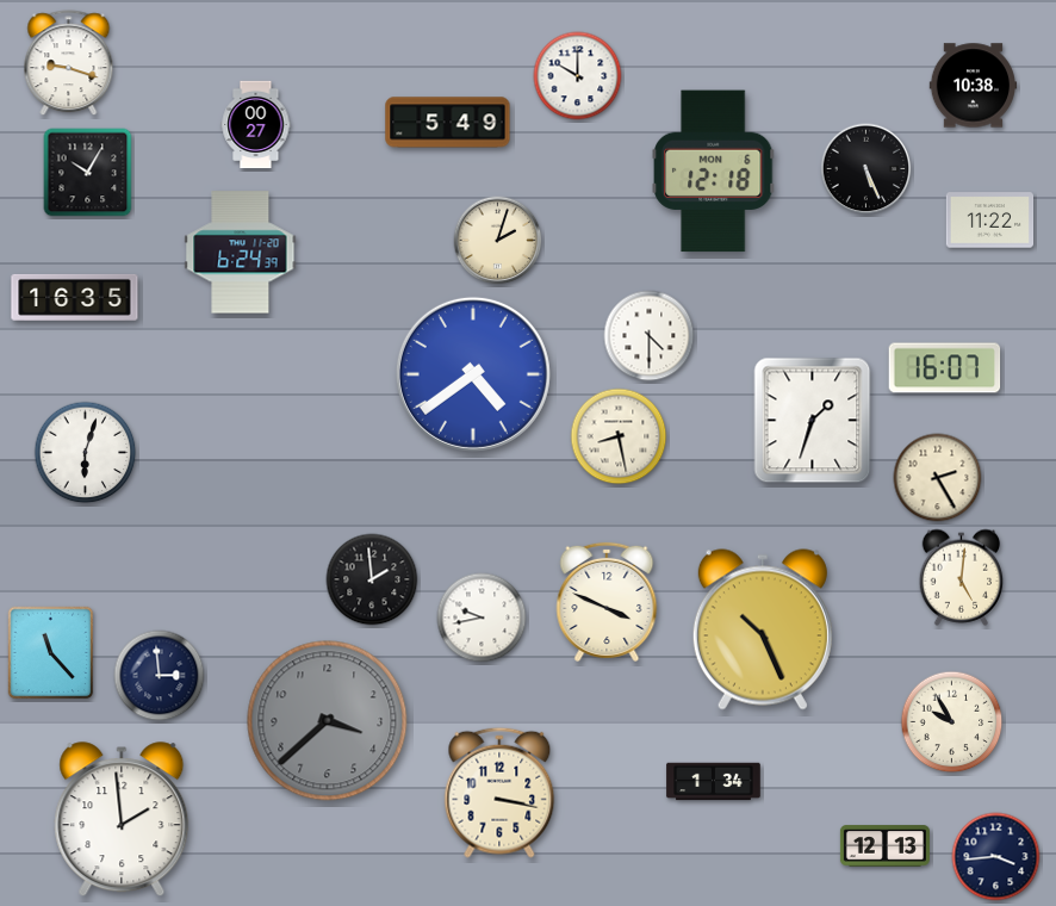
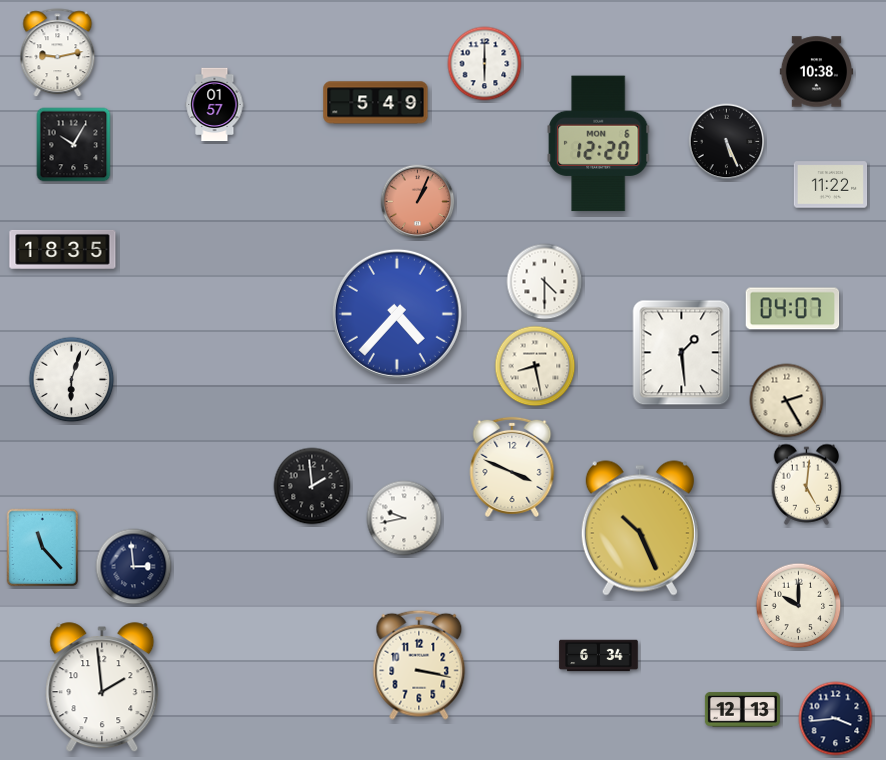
clock at (69, 63): 9:18 -> 9:13
clock at (578, 76): 10:00 -> 6:00
clock at (256, 125): 00:27 -> 01:57
clock at (714, 172): 12:18 -> 12:20
clock at (498, 241): 2:03 -> 1:04
clock at (498, 241) dial: cream -> salmon
clock at (241, 253): 6:24 -> none
clock at (75, 297): 16:35 -> 18:35
clock at (945, 368): 16:07 -> 04:07
clock at (473, 374): 4:39 -> 4:37
clock at (813, 421): 1:33 -> 1:29
clock at (619, 436) position: (619, 436) -> (535, 366)
clock at (607, 602) position: (607, 602) -> (512, 467)
clock at (328, 721): 3:38 -> none
clock at (952, 722): 9:55 -> 10:00
clock at (714, 782): 1:34 -> 6:34
